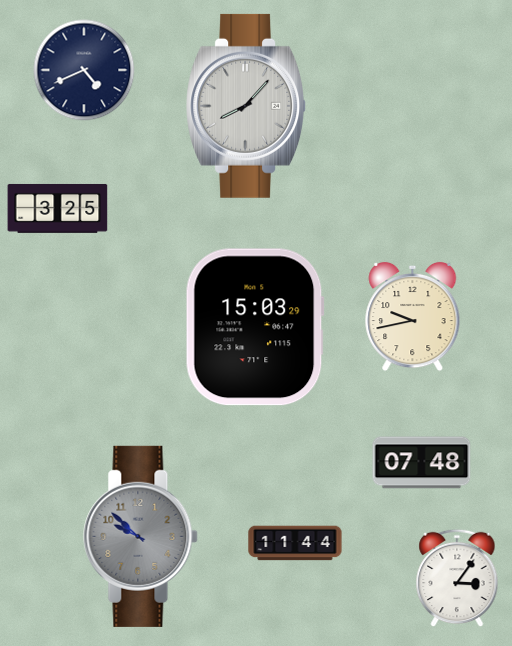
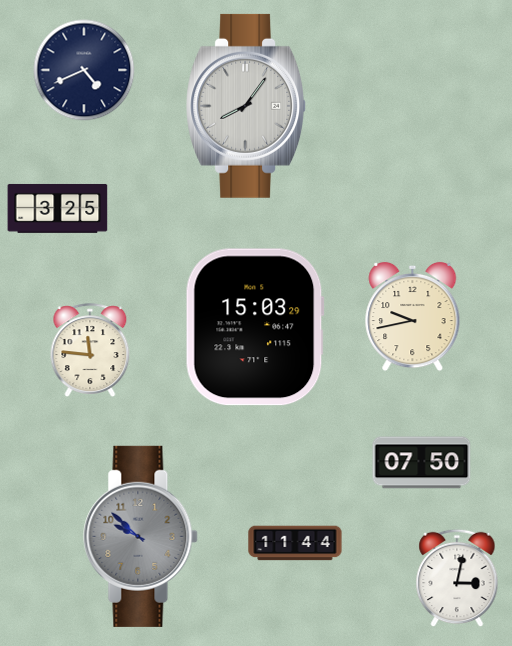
clock at (247, 106): 8:07 -> 8:06
clock at (90, 350): none -> 11:46
clock at (422, 463): 07:48 -> 07:50
clock at (457, 578): 3:06 -> 3:02
